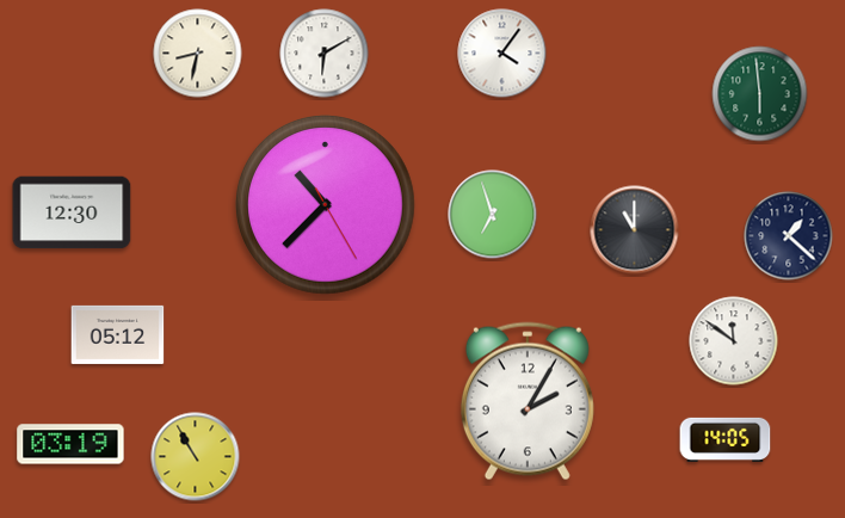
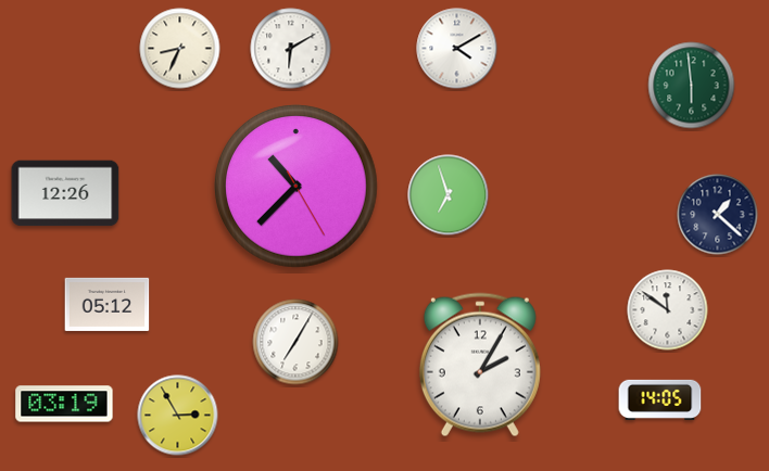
clock at (198, 54): 8:32 -> 8:34
clock at (325, 54) position: (325, 54) -> (291, 49)
clock at (502, 54): 4:06 -> 4:10
clock at (72, 212): 12:30 -> 12:26
clock at (635, 230): 11:00 -> none
clock at (295, 342): none -> 7:05
clock at (196, 457): 10:55 -> 2:55
